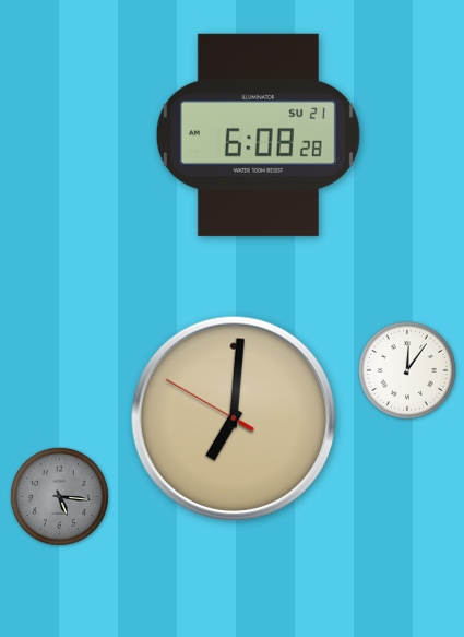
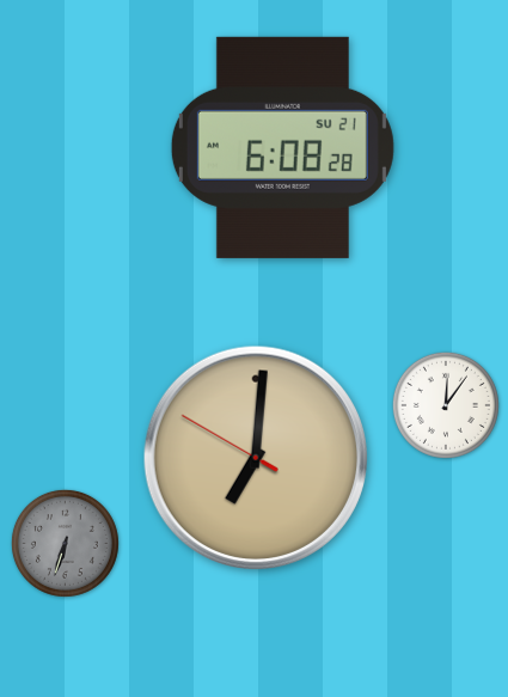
clock at (59, 496): 5:16 -> 6:33
